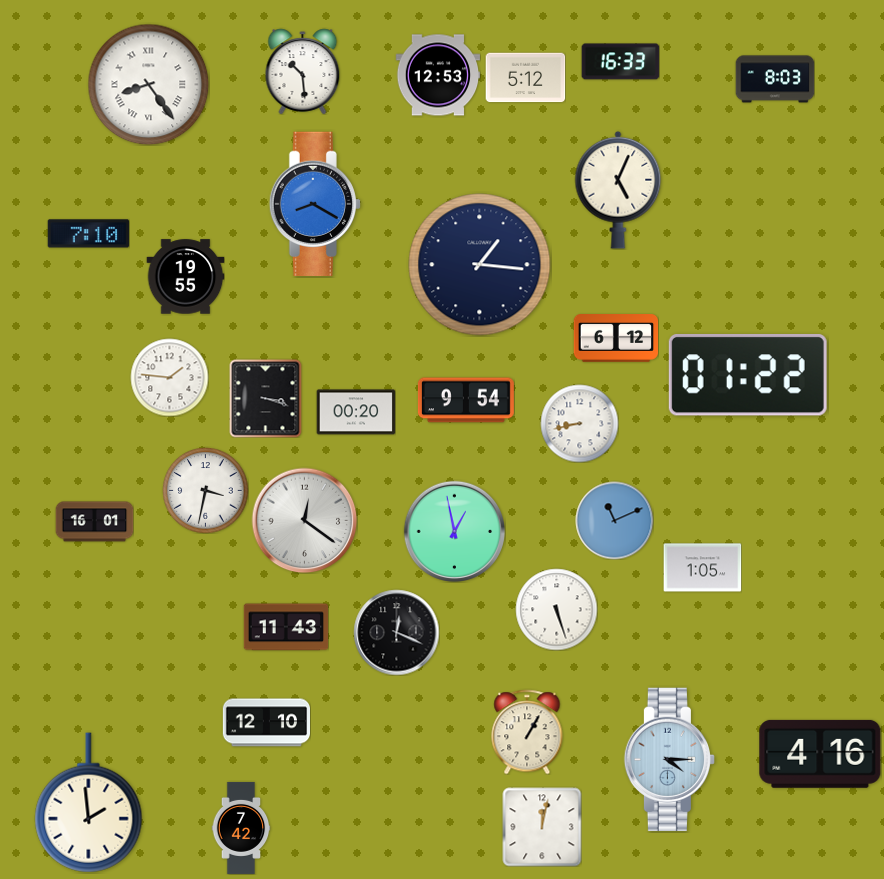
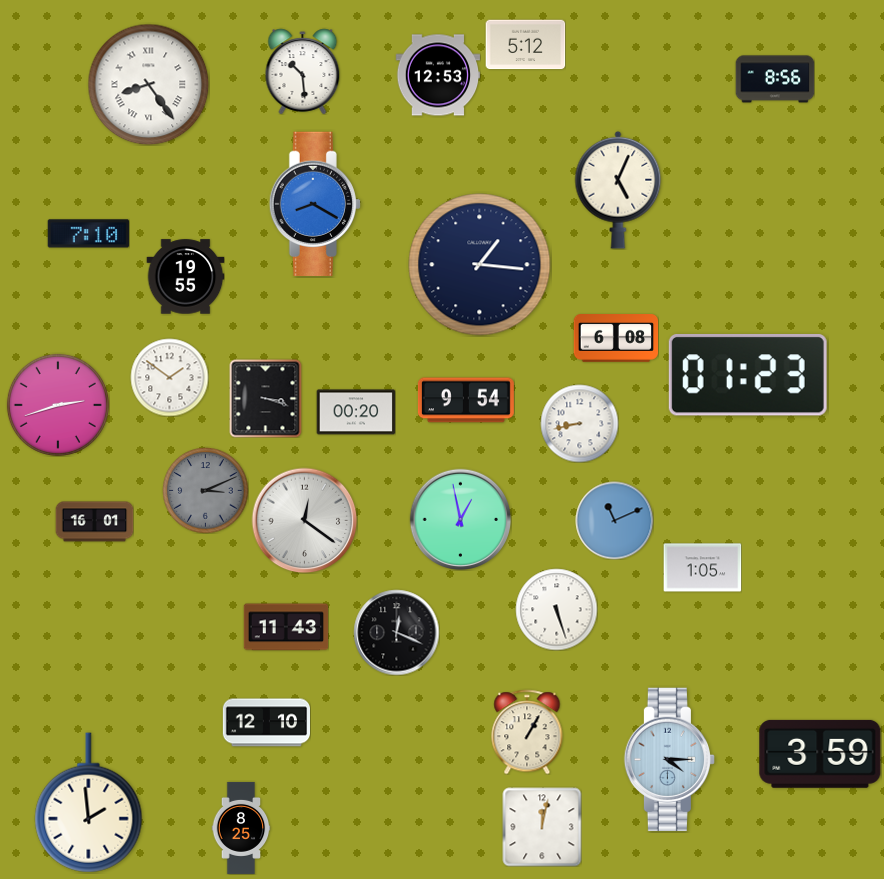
clock at (620, 62): 16:33 -> none
clock at (525, 78) position: (525, 78) -> (525, 45)
clock at (775, 79): 8:03 -> 8:56
clock at (616, 339): 6:12 -> 6:08
clock at (748, 375): 01:22 -> 01:23
clock at (169, 377): 1:46 -> 1:51
clock at (58, 405): none -> 2:42
clock at (205, 490): 3:32 -> 3:11
clock at (205, 490) dial: white -> grey
clock at (454, 531) position: (454, 531) -> (460, 519)
clock at (820, 754): 4:16 -> 3:59
clock at (241, 828): 7:42 -> 8:25
